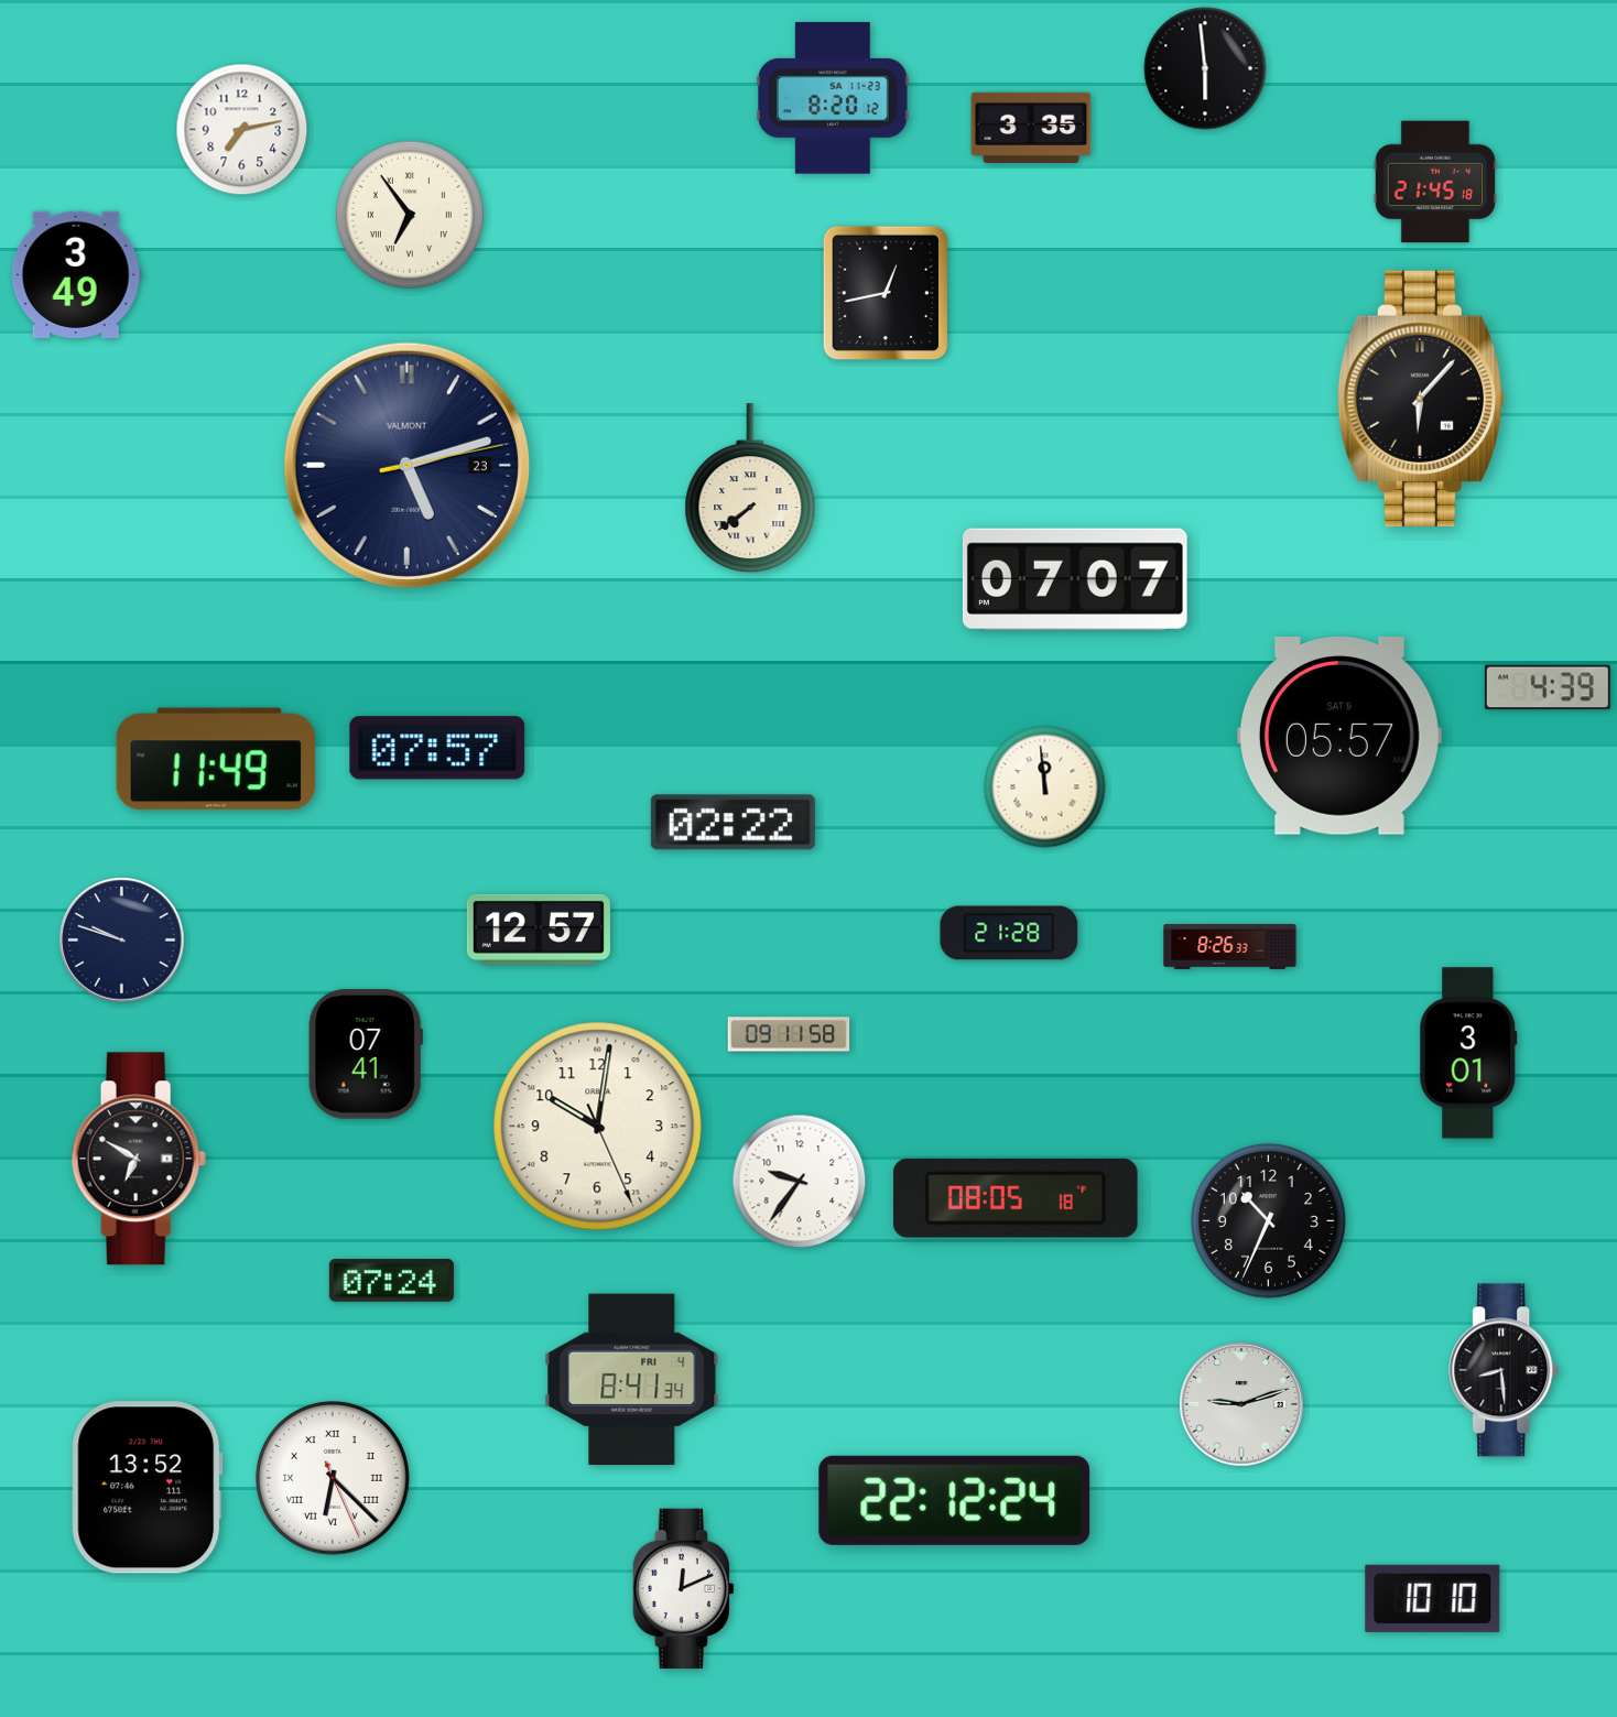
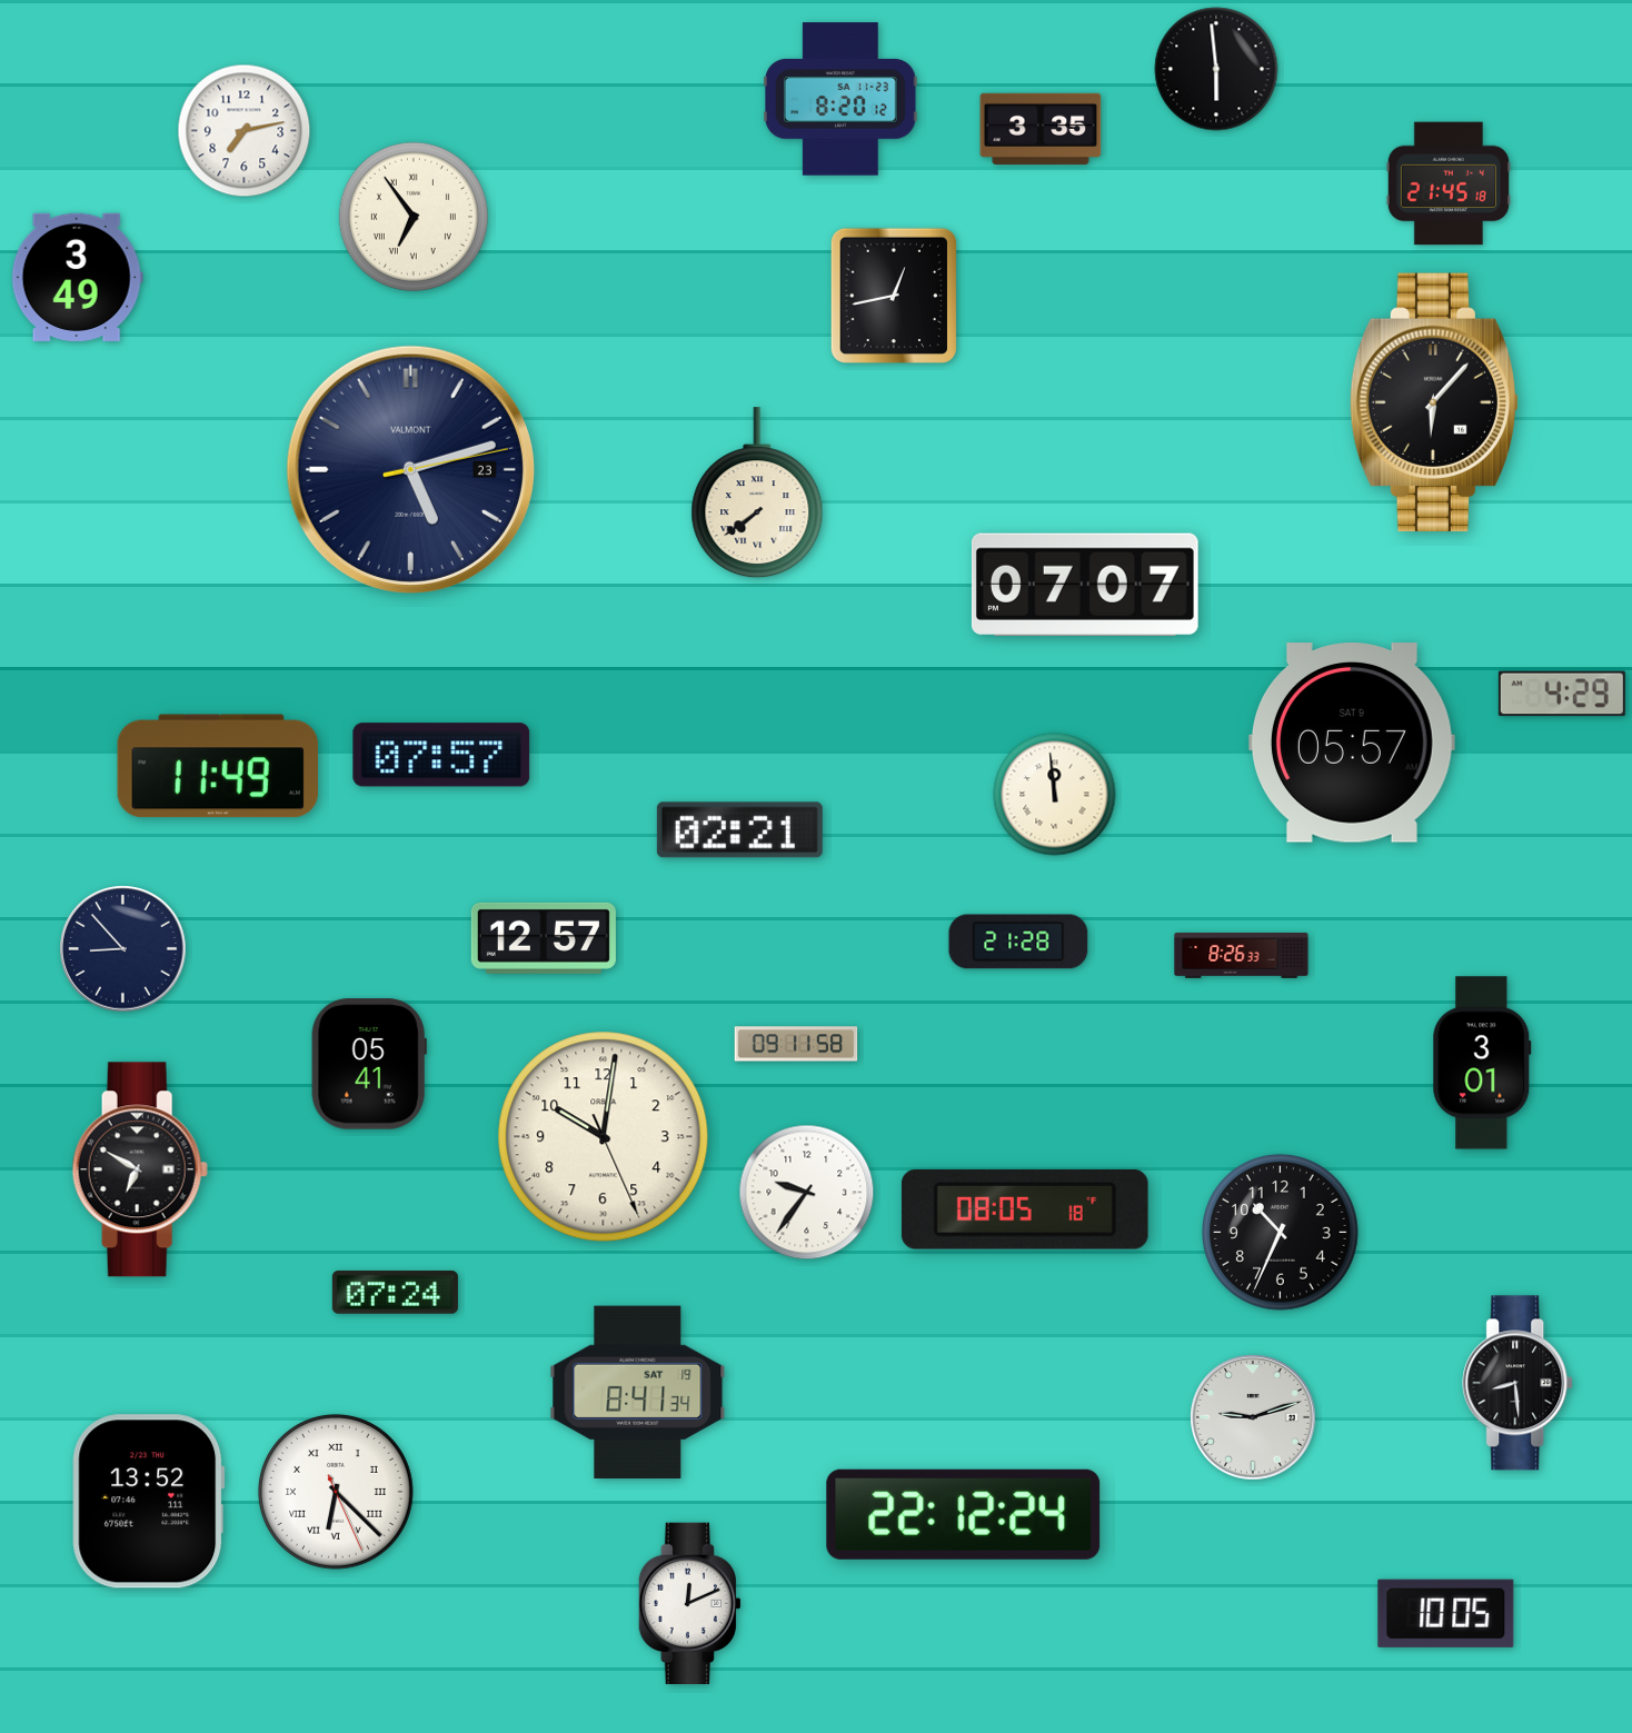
clock at (1548, 687): 4:39 -> 4:29
clock at (732, 823): 02:22 -> 02:21
clock at (122, 941): 9:48 -> 8:53
clock at (366, 1054): 07:41 -> 05:41
clock at (632, 1380) date: FRI 4 -> SAT 19
clock at (1433, 1598): 10:10 -> 10:05
